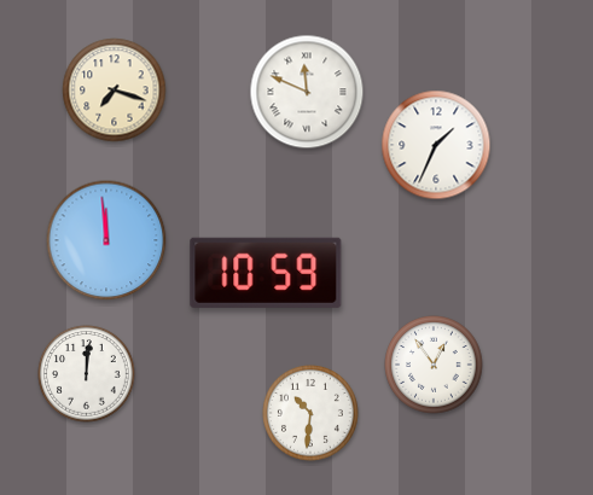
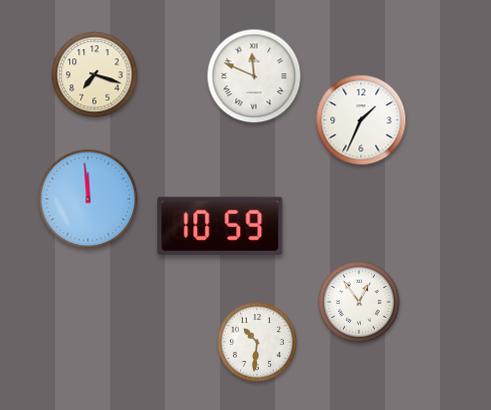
clock at (87, 374): 12:01 -> none
